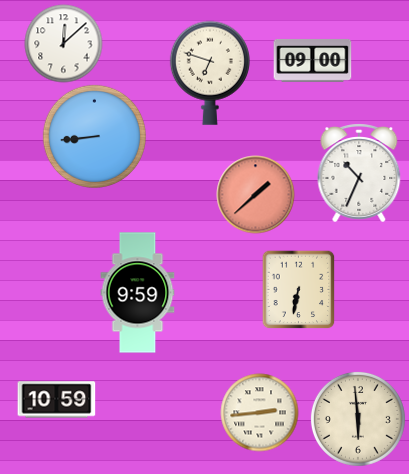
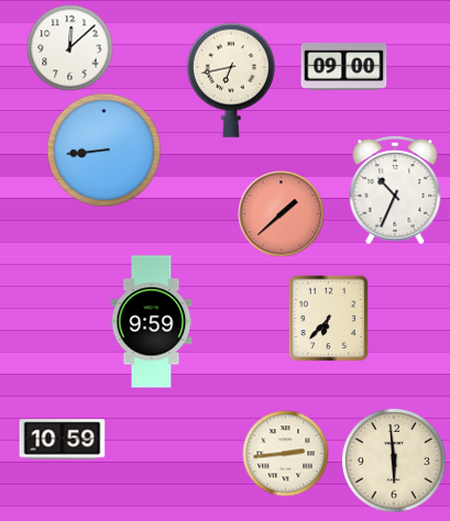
clock at (210, 73): 6:48 -> 6:43
clock at (299, 289): 6:32 -> 6:37
